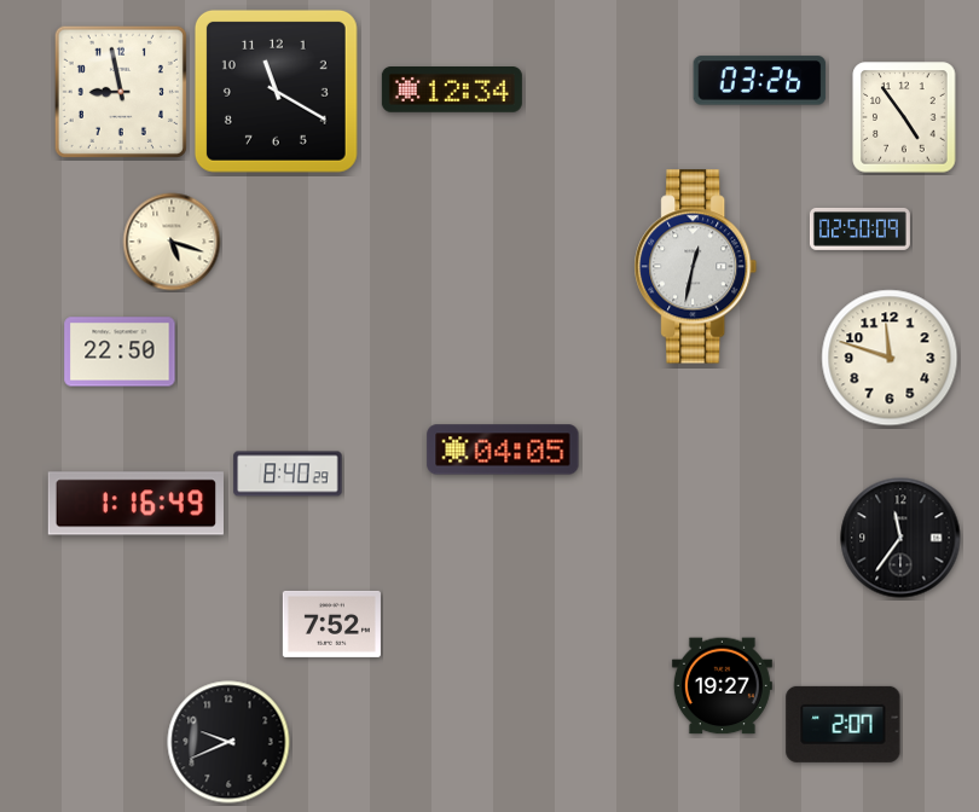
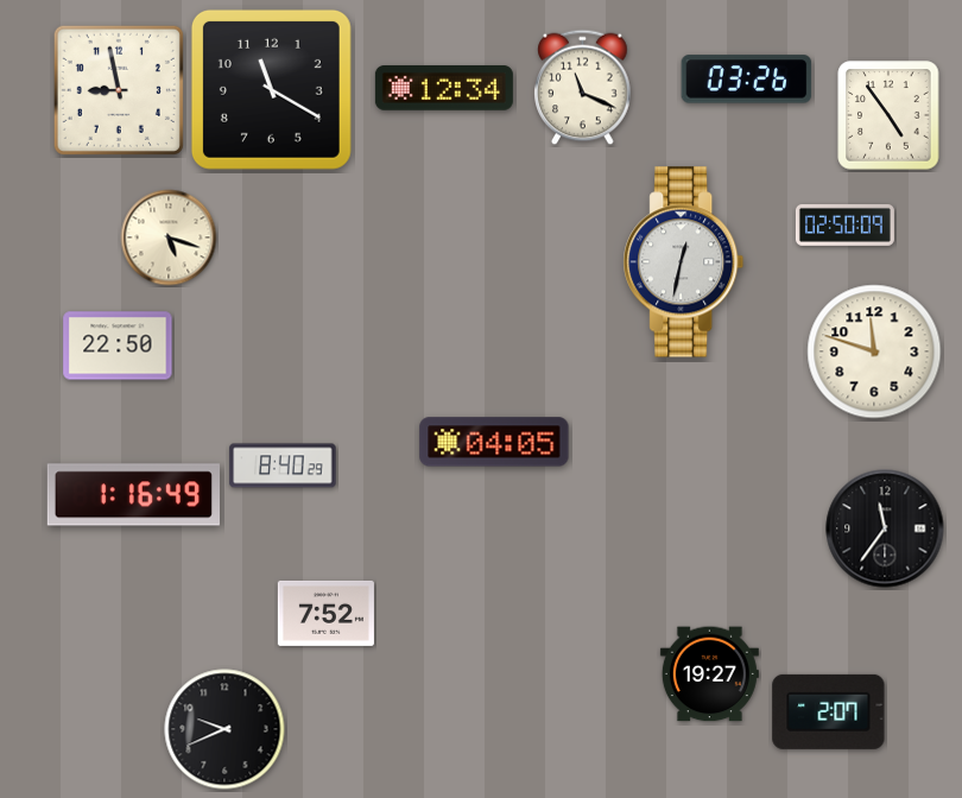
clock at (583, 88): none -> 11:19
